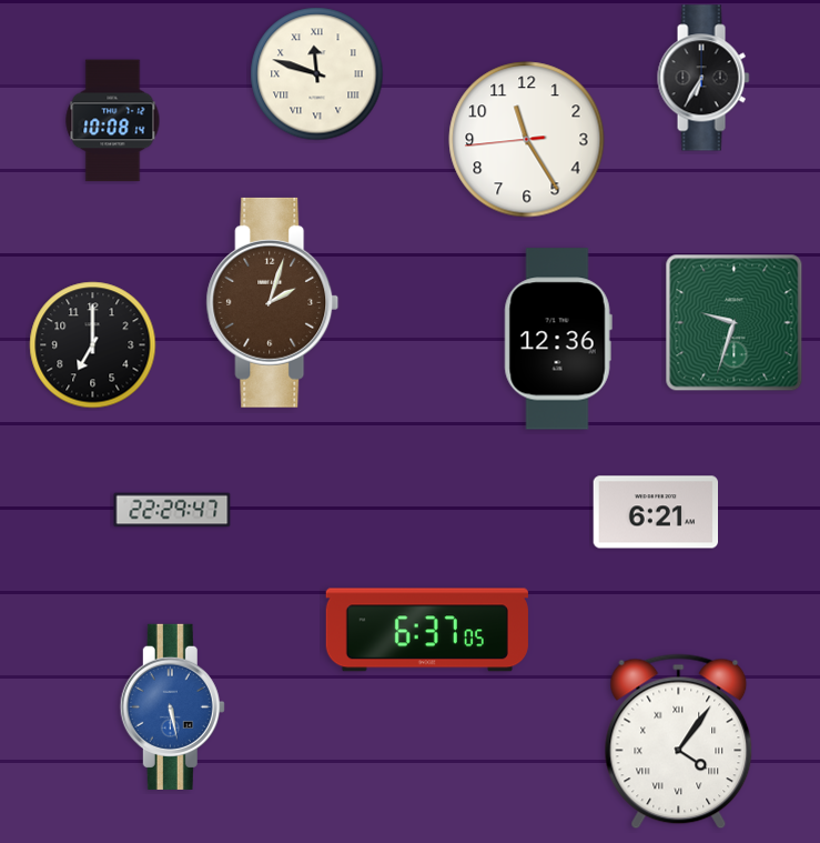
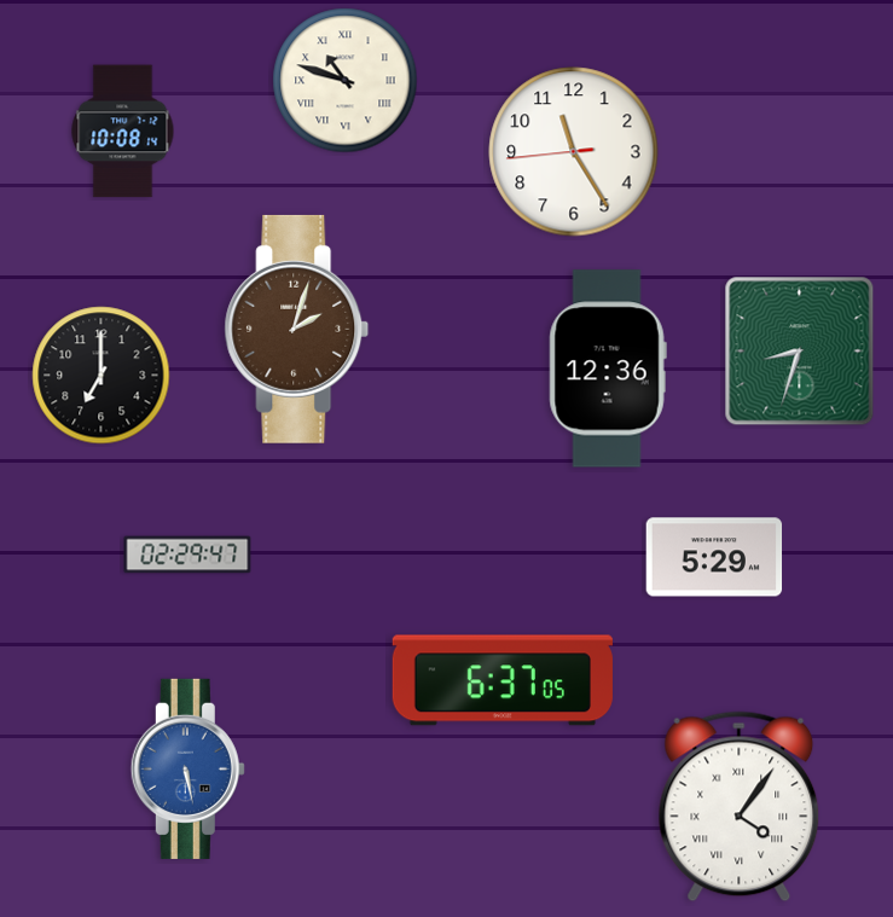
clock at (317, 74): 11:48 -> 10:48
clock at (703, 78): 6:35 -> none
clock at (735, 323): 9:33 -> 8:33
clock at (172, 510): 22:29 -> 02:29
clock at (656, 512): 6:21 -> 5:29
clock at (427, 630) position: (427, 630) -> (503, 680)
